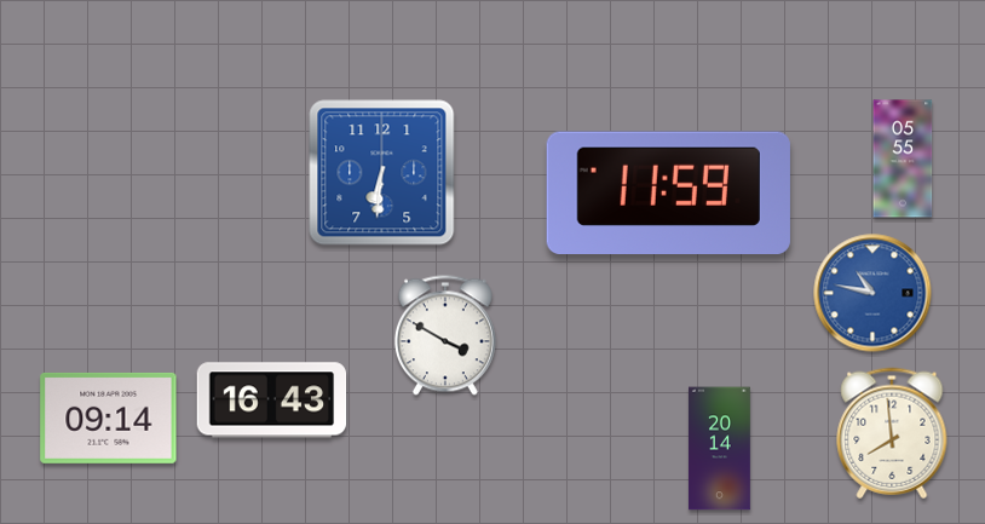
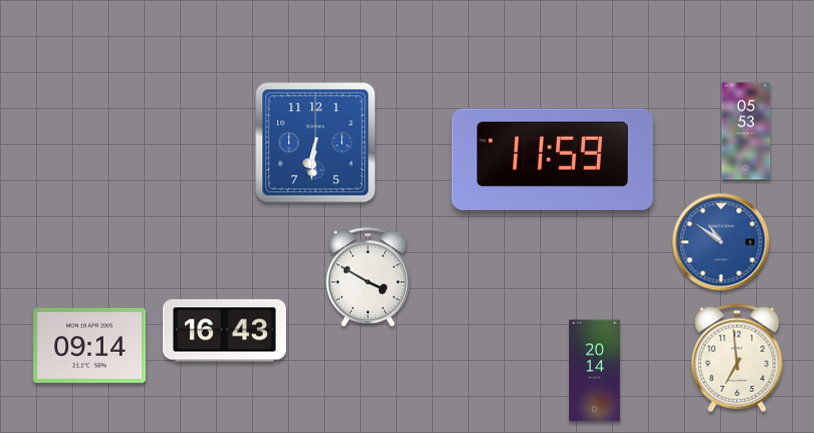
clock at (903, 159): 05:55 -> 05:53
clock at (872, 293): 10:47 -> 10:51
clock at (892, 433): 7:59 -> 6:59
